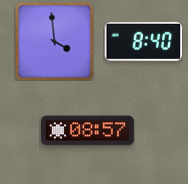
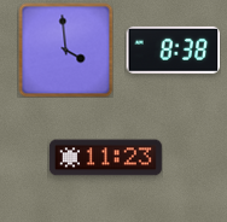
clock at (143, 41): 8:40 -> 8:38
clock at (87, 131): 08:57 -> 11:23
